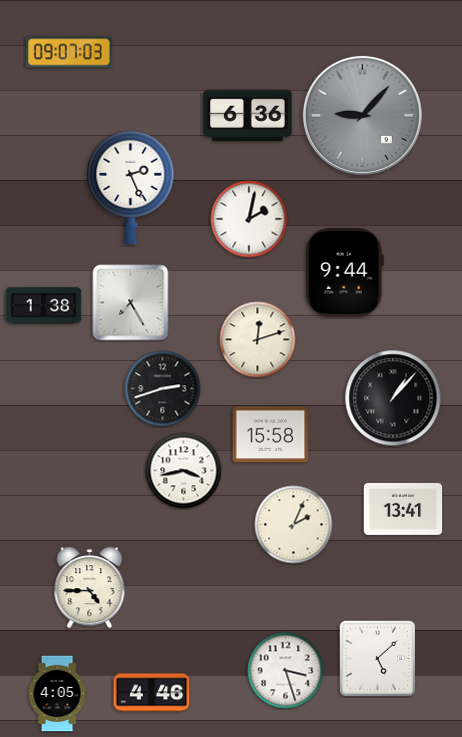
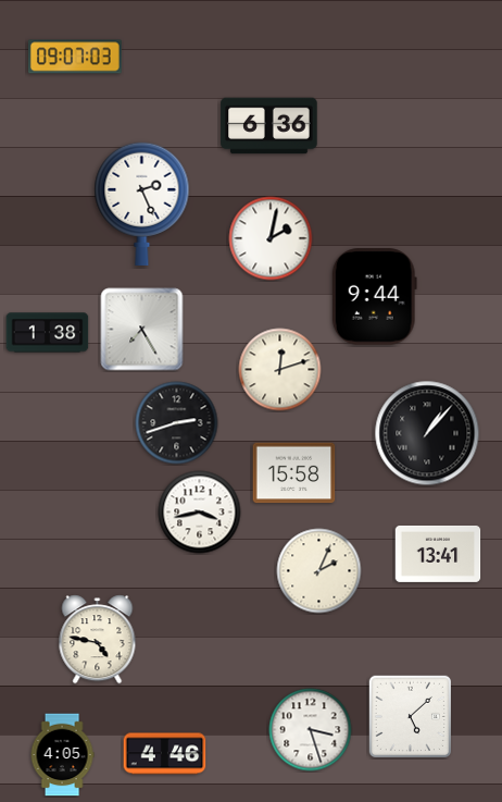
clock at (362, 115): 9:07 -> none
clock at (90, 588): 4:45 -> 4:47
